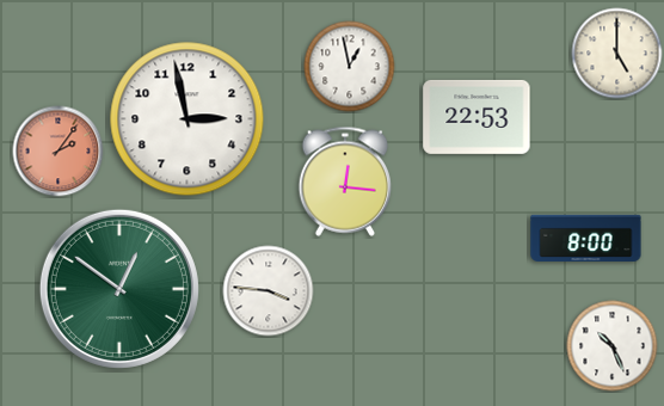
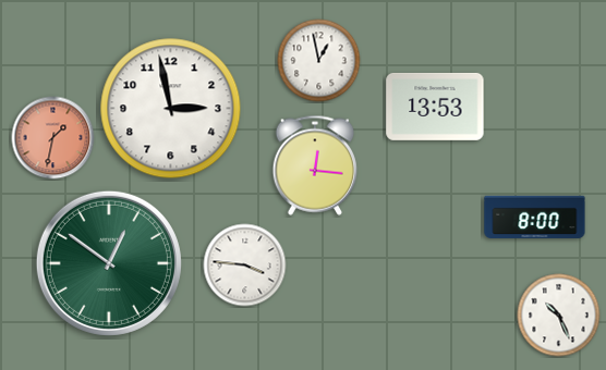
clock at (617, 54): 5:00 -> none
clock at (477, 117): 22:53 -> 13:53
clock at (59, 152): 2:06 -> 1:32
